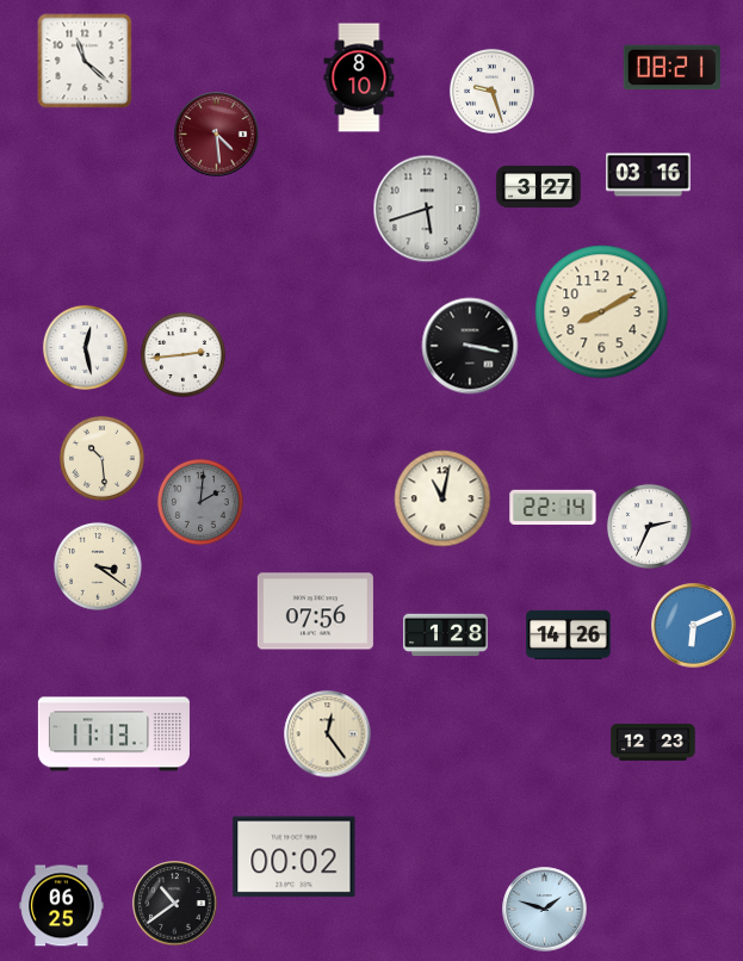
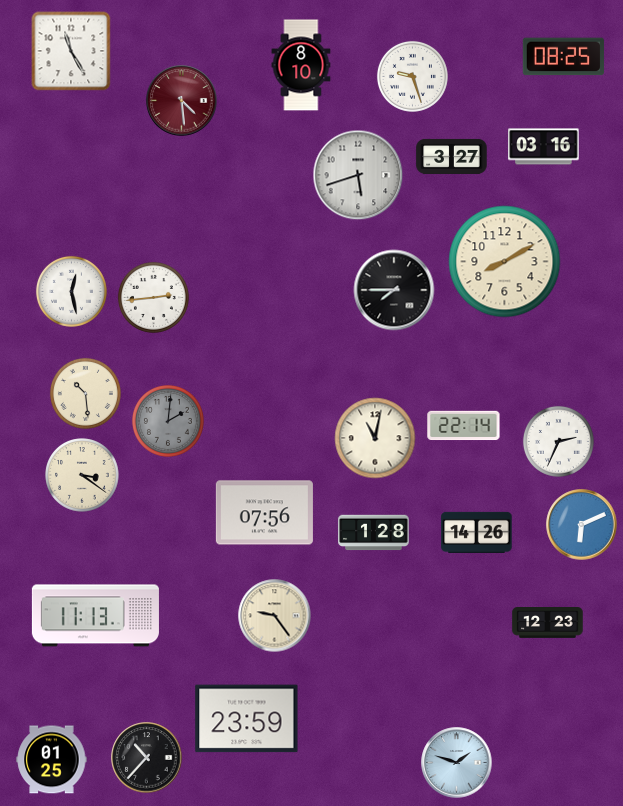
clock at (85, 61): 11:22 -> 11:25
clock at (671, 68): 08:21 -> 08:25
clock at (217, 135) position: (217, 135) -> (182, 101)
clock at (470, 346): 3:17 -> 7:45
clock at (101, 458) position: (101, 458) -> (85, 393)
clock at (442, 498) position: (442, 498) -> (375, 438)
clock at (649, 526) position: (649, 526) -> (558, 441)
clock at (328, 734): 12:24 -> 9:24
clock at (295, 857): 00:02 -> 23:59
clock at (175, 904): 10:39 -> 10:37
clock at (62, 906): 06:25 -> 01:25
